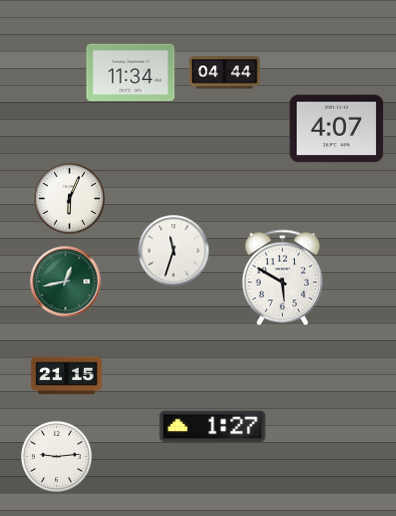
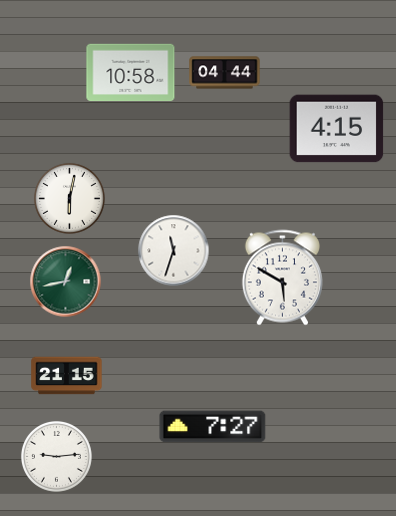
clock at (131, 73): 11:34 -> 10:58
clock at (337, 129): 4:07 -> 4:15
clock at (69, 198): 6:04 -> 6:02
clock at (213, 427): 1:27 -> 7:27
